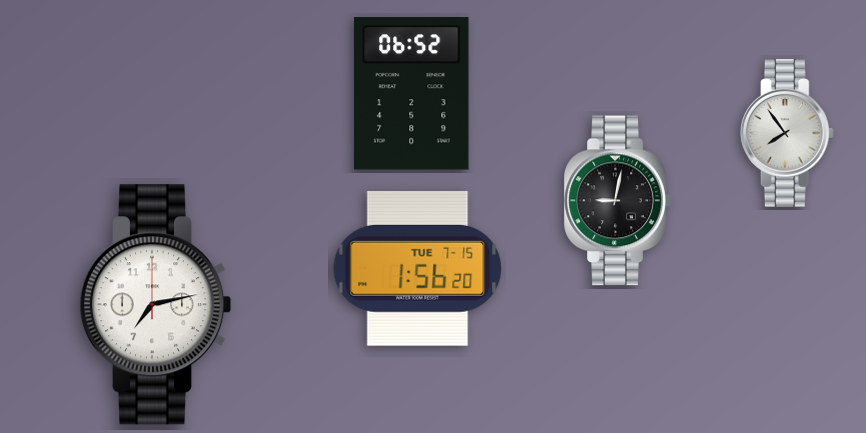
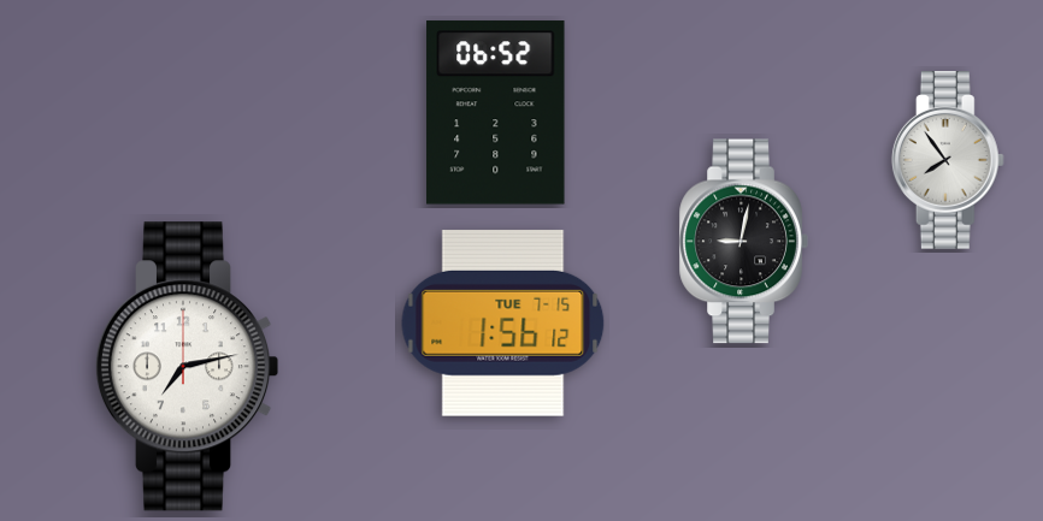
clock at (418, 268): 1:56:20 -> 1:56:12
